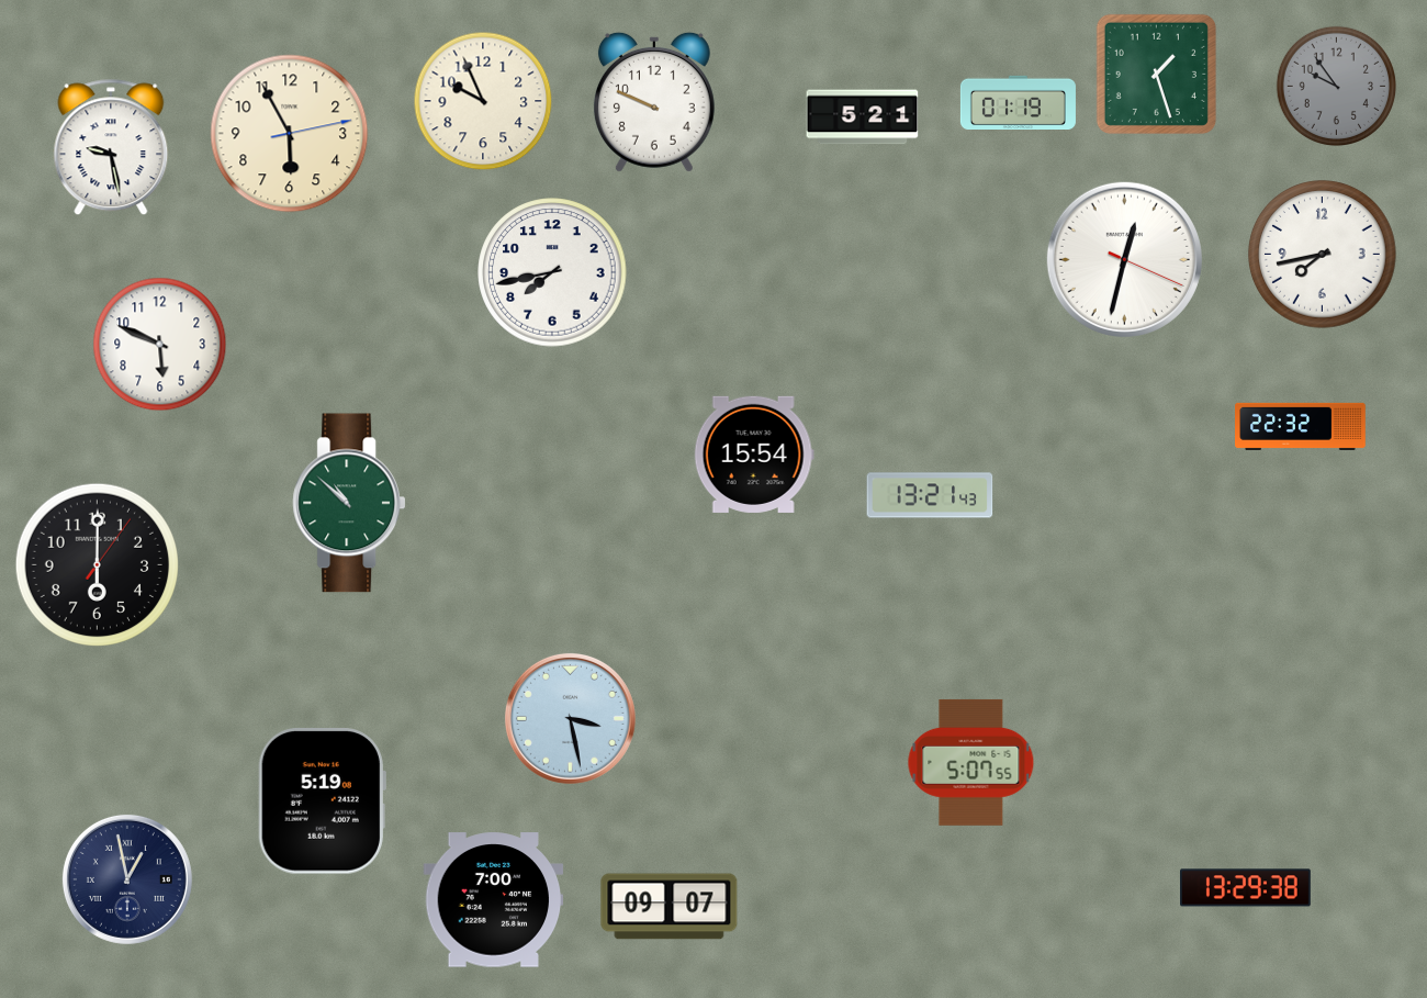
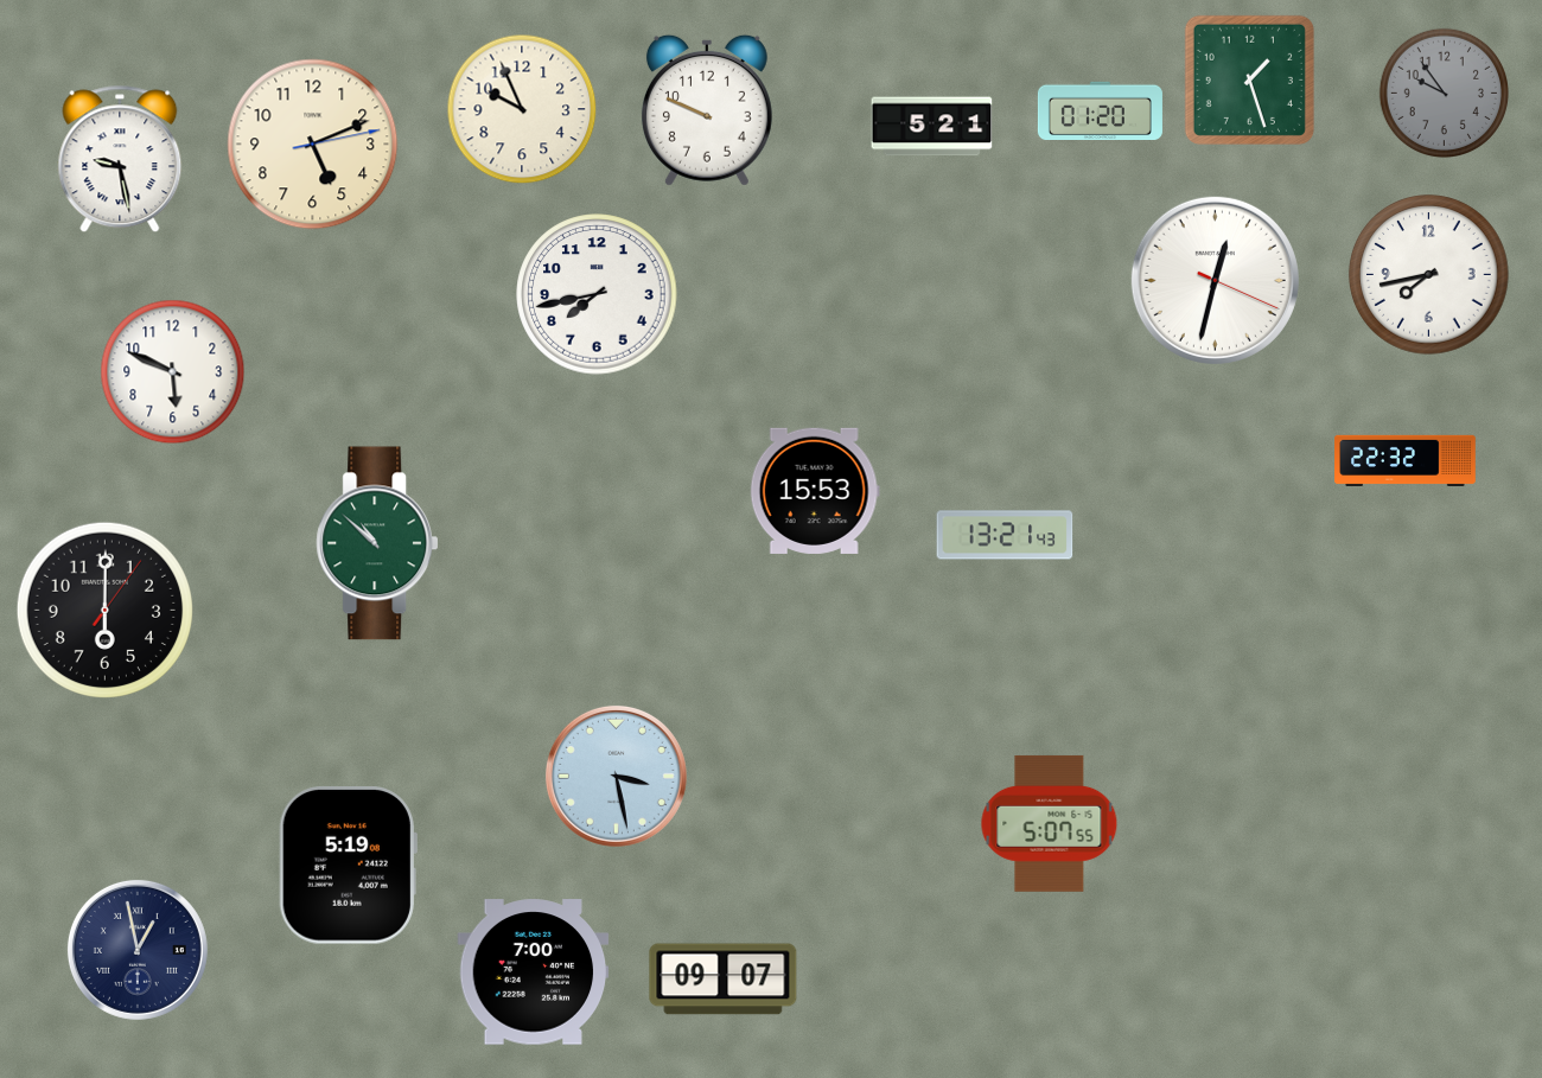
clock at (1018, 102): 01:19 -> 01:20
clock at (290, 134): 5:55 -> 5:11
clock at (754, 455): 15:54 -> 15:53
clock at (1246, 888): 13:29 -> none
